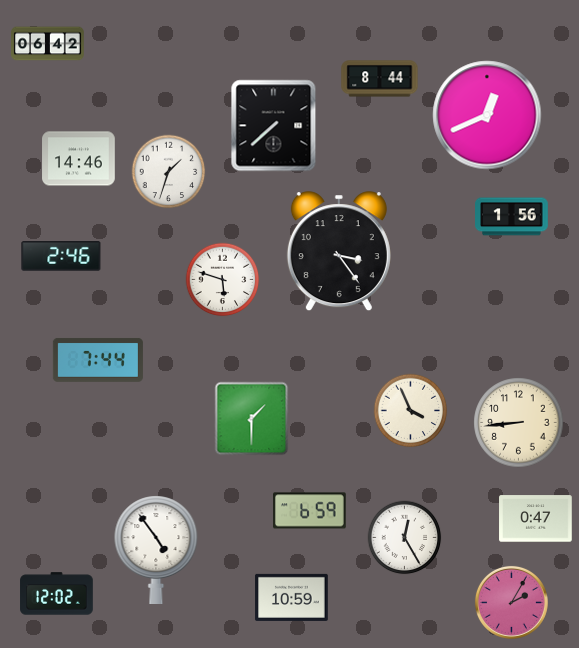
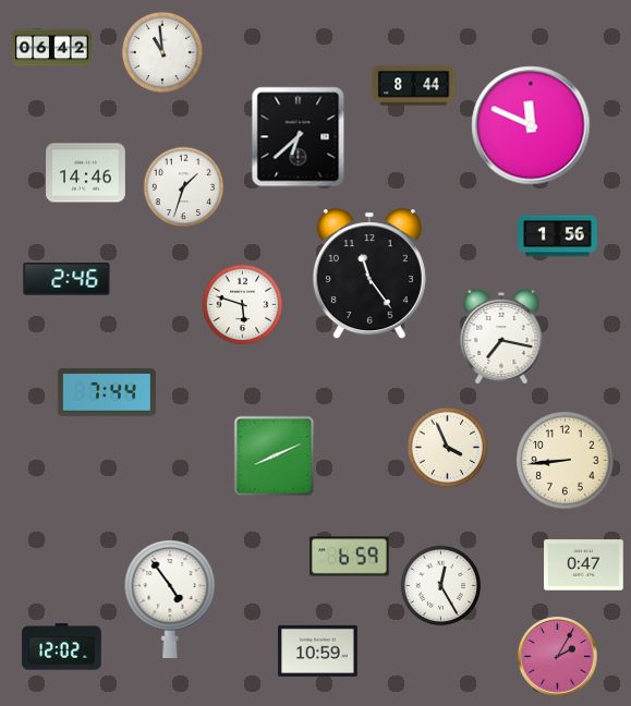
clock at (162, 52): none -> 10:59
clock at (487, 115): 12:41 -> 11:49
clock at (274, 126): 7:38 -> 6:38
clock at (339, 252): 3:24 -> 11:24
clock at (501, 337): none -> 7:17
clock at (252, 419): 1:30 -> 8:11
clock at (310, 511) position: (310, 511) -> (350, 557)
